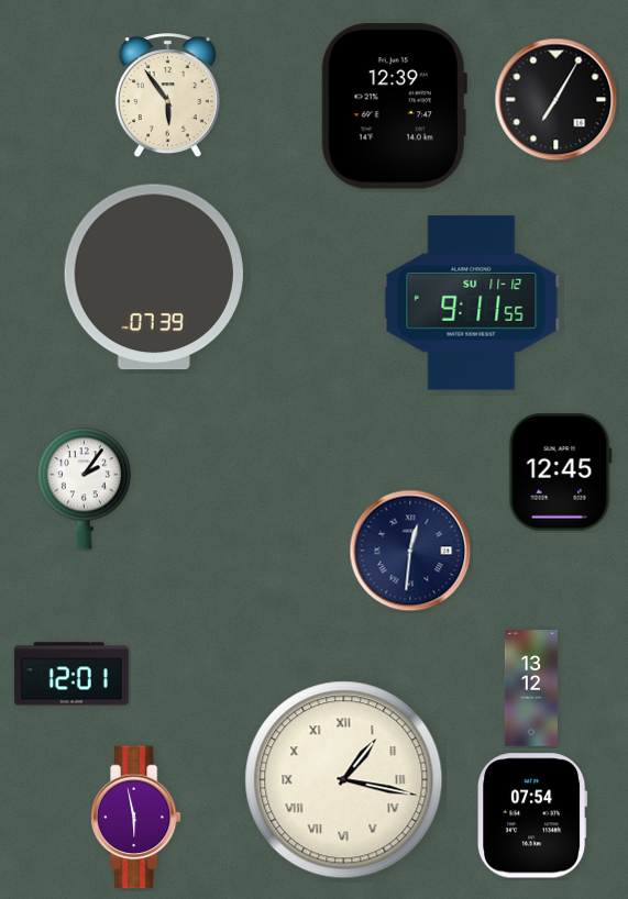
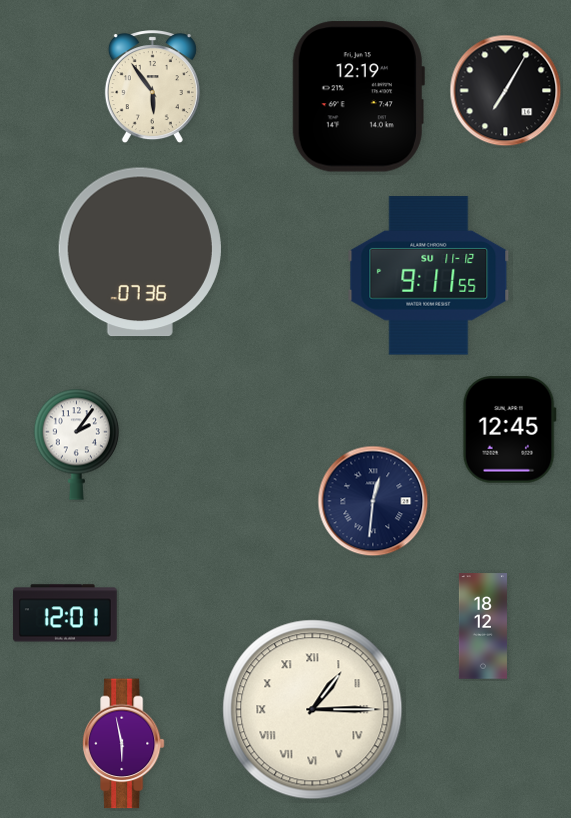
clock at (394, 107): 12:39 -> 12:19
clock at (154, 277): 07:39 -> 07:36
clock at (531, 688): 13:12 -> 18:12
clock at (344, 780): 1:17 -> 1:15
clock at (532, 815): 07:54 -> none
